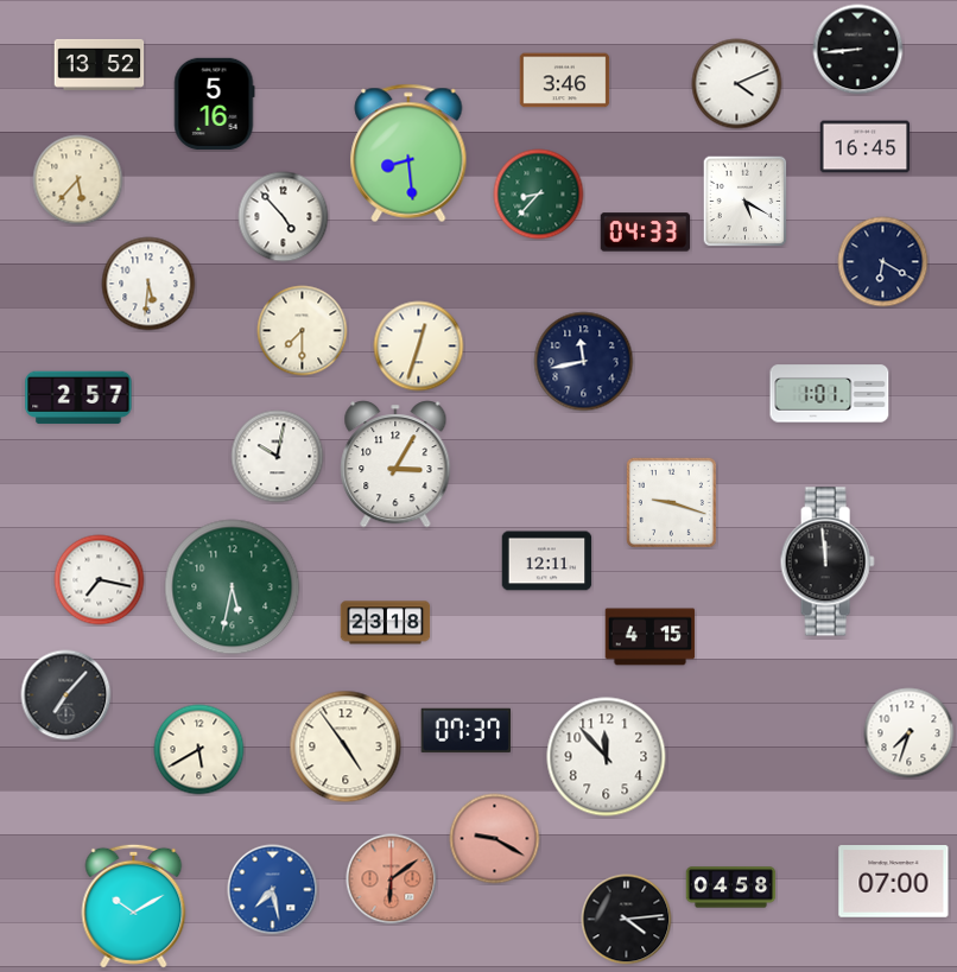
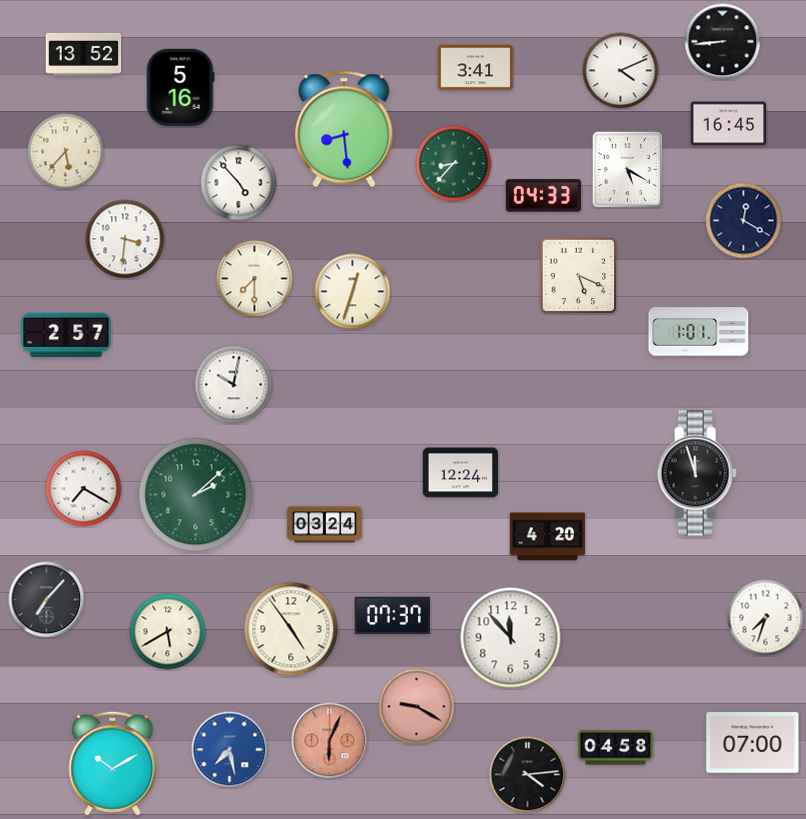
clock at (565, 81): 3:46 -> 3:41
clock at (883, 262): 6:20 -> 12:20
clock at (148, 284): 5:31 -> 3:31
clock at (579, 276): none -> 5:19
clock at (584, 362): 11:43 -> none
clock at (395, 464): 3:05 -> none
clock at (671, 502): 9:18 -> none
clock at (547, 561): 12:11 -> 12:24
clock at (828, 561): 11:59 -> 11:57
clock at (100, 580): 7:17 -> 7:20
clock at (233, 587): 5:32 -> 2:08
clock at (386, 623): 23:18 -> 03:24
clock at (651, 637): 4:15 -> 4:20
clock at (66, 695) position: (66, 695) -> (47, 600)
clock at (392, 879): 6:09 -> 6:04
